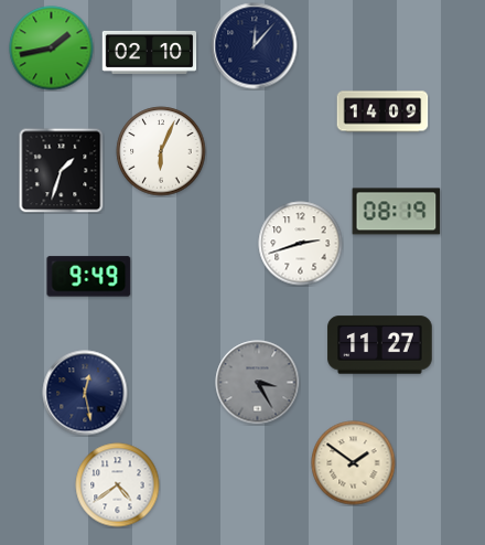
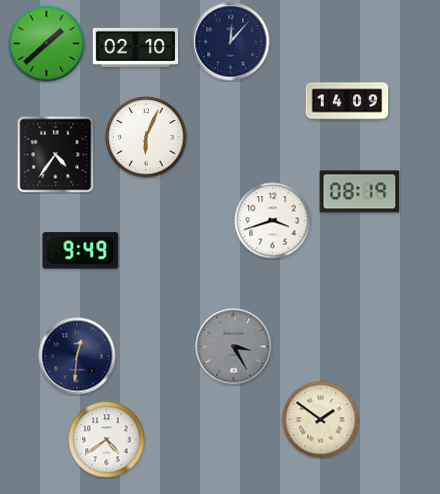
clock at (52, 49): 1:43 -> 1:38
clock at (61, 170): 1:33 -> 4:36
clock at (301, 244): 2:42 -> 3:42
clock at (380, 345): 11:27 -> none
clock at (85, 393): 12:28 -> 12:31
